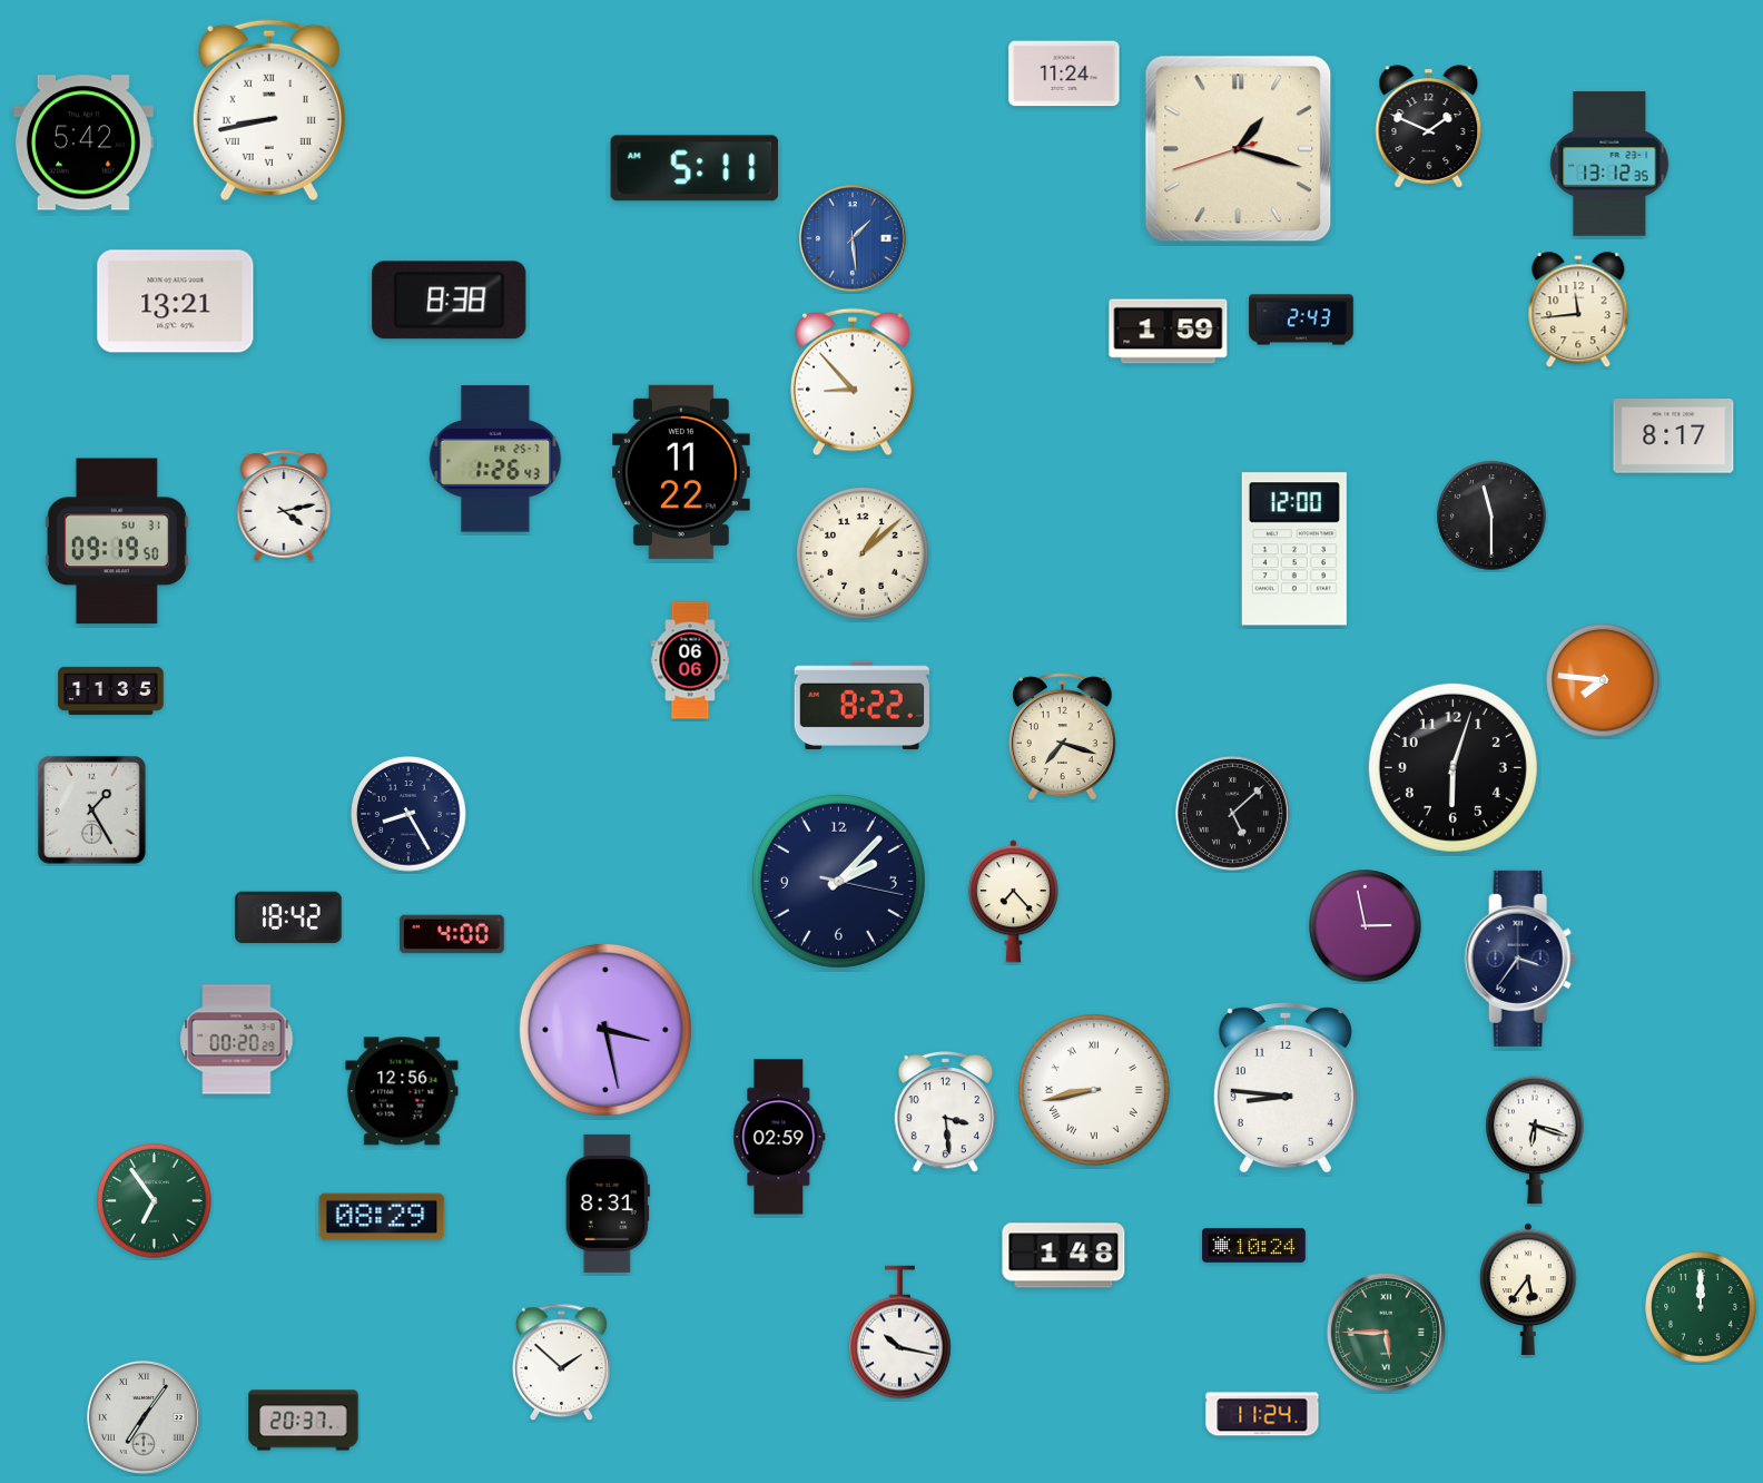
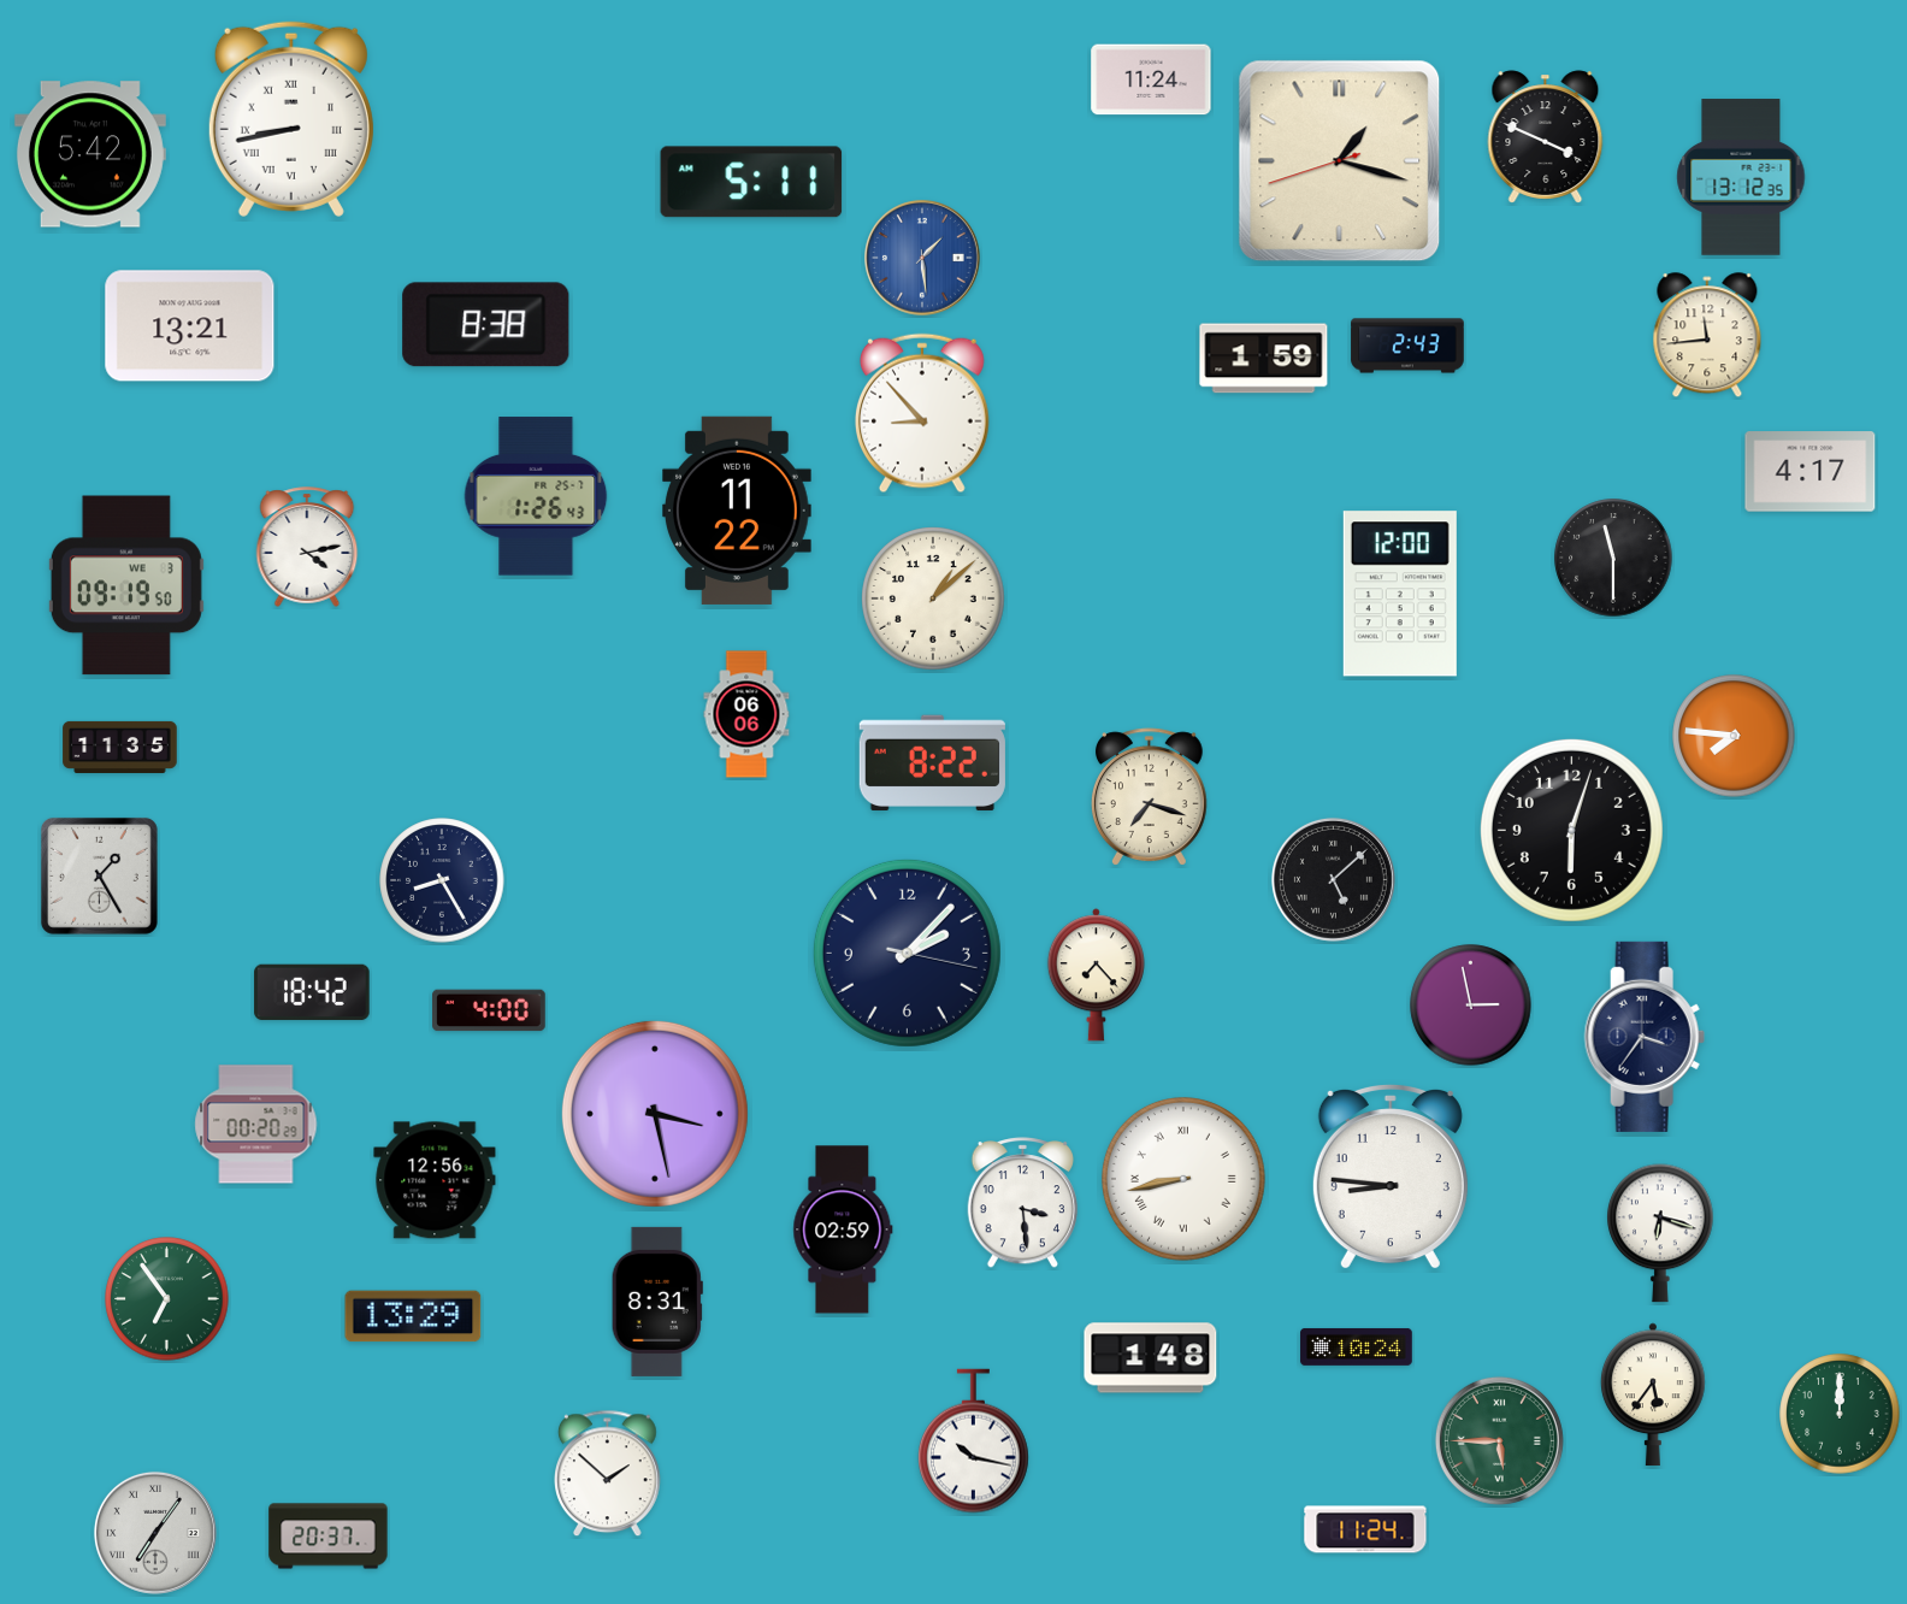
clock at (1429, 127): 1:49 -> 3:49
clock at (1674, 436): 8:17 -> 4:17
clock at (117, 541) date: SU 31 -> WE 3
clock at (1366, 926) position: (1366, 926) -> (1471, 1006)
clock at (382, 1217): 08:29 -> 13:29
